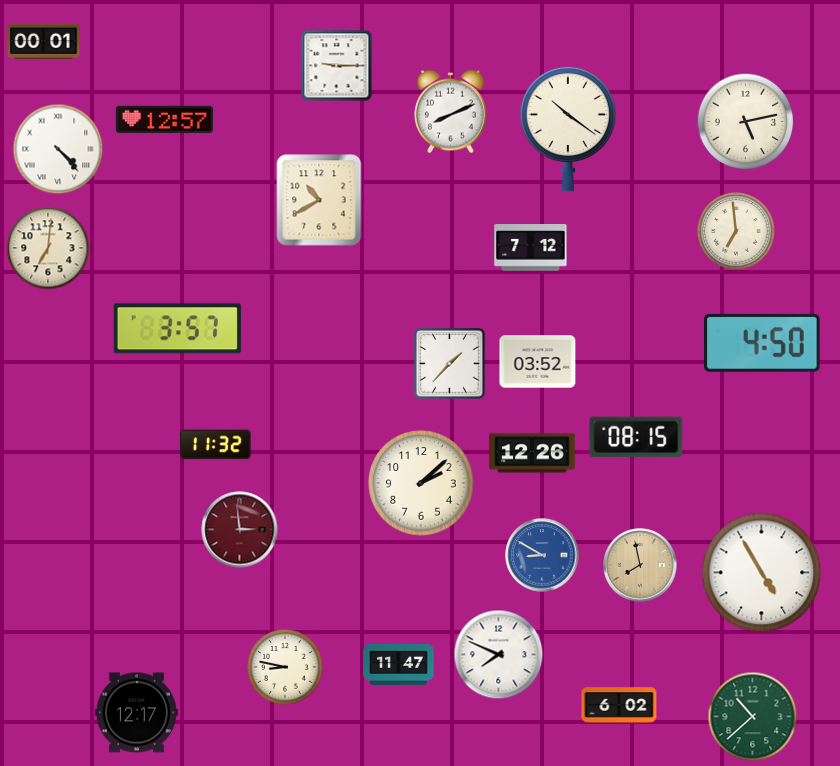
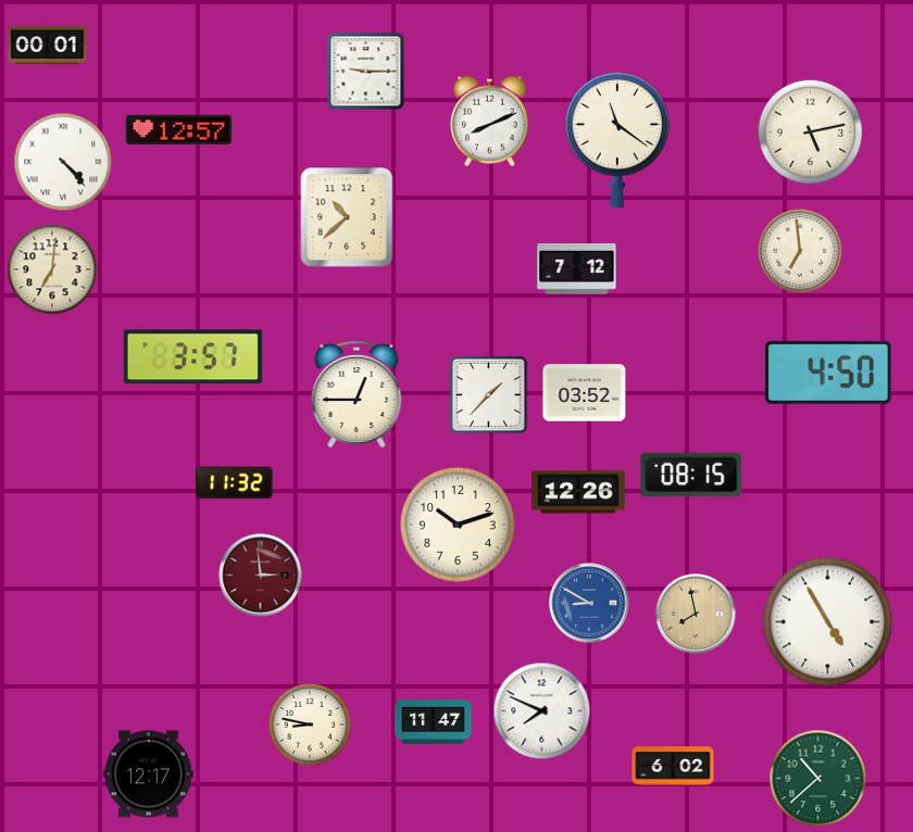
clock at (568, 129): 10:21 -> 11:21
clock at (319, 200): 10:40 -> 10:38
clock at (357, 395): none -> 12:45
clock at (421, 483): 2:08 -> 10:12
